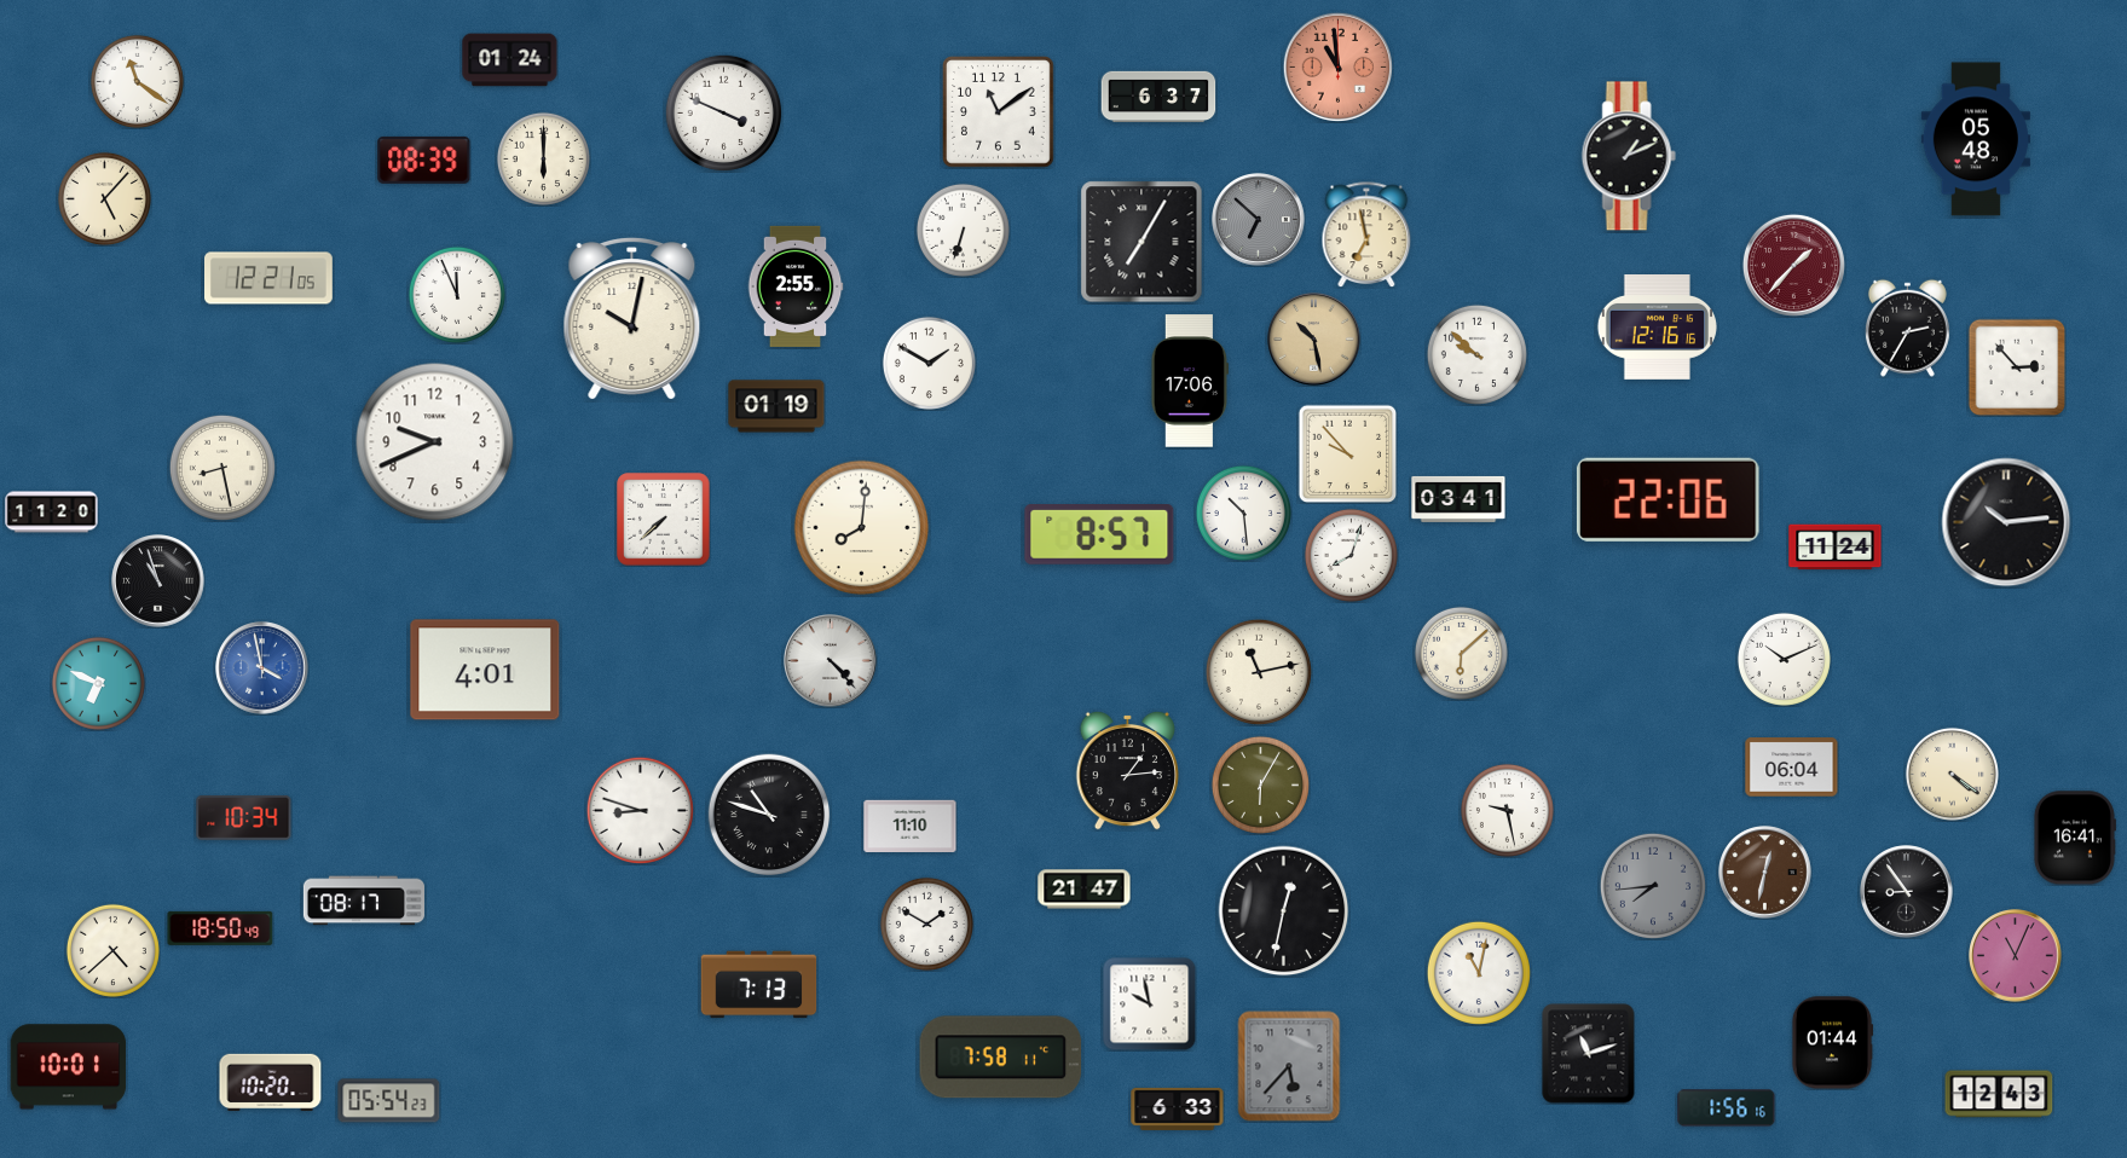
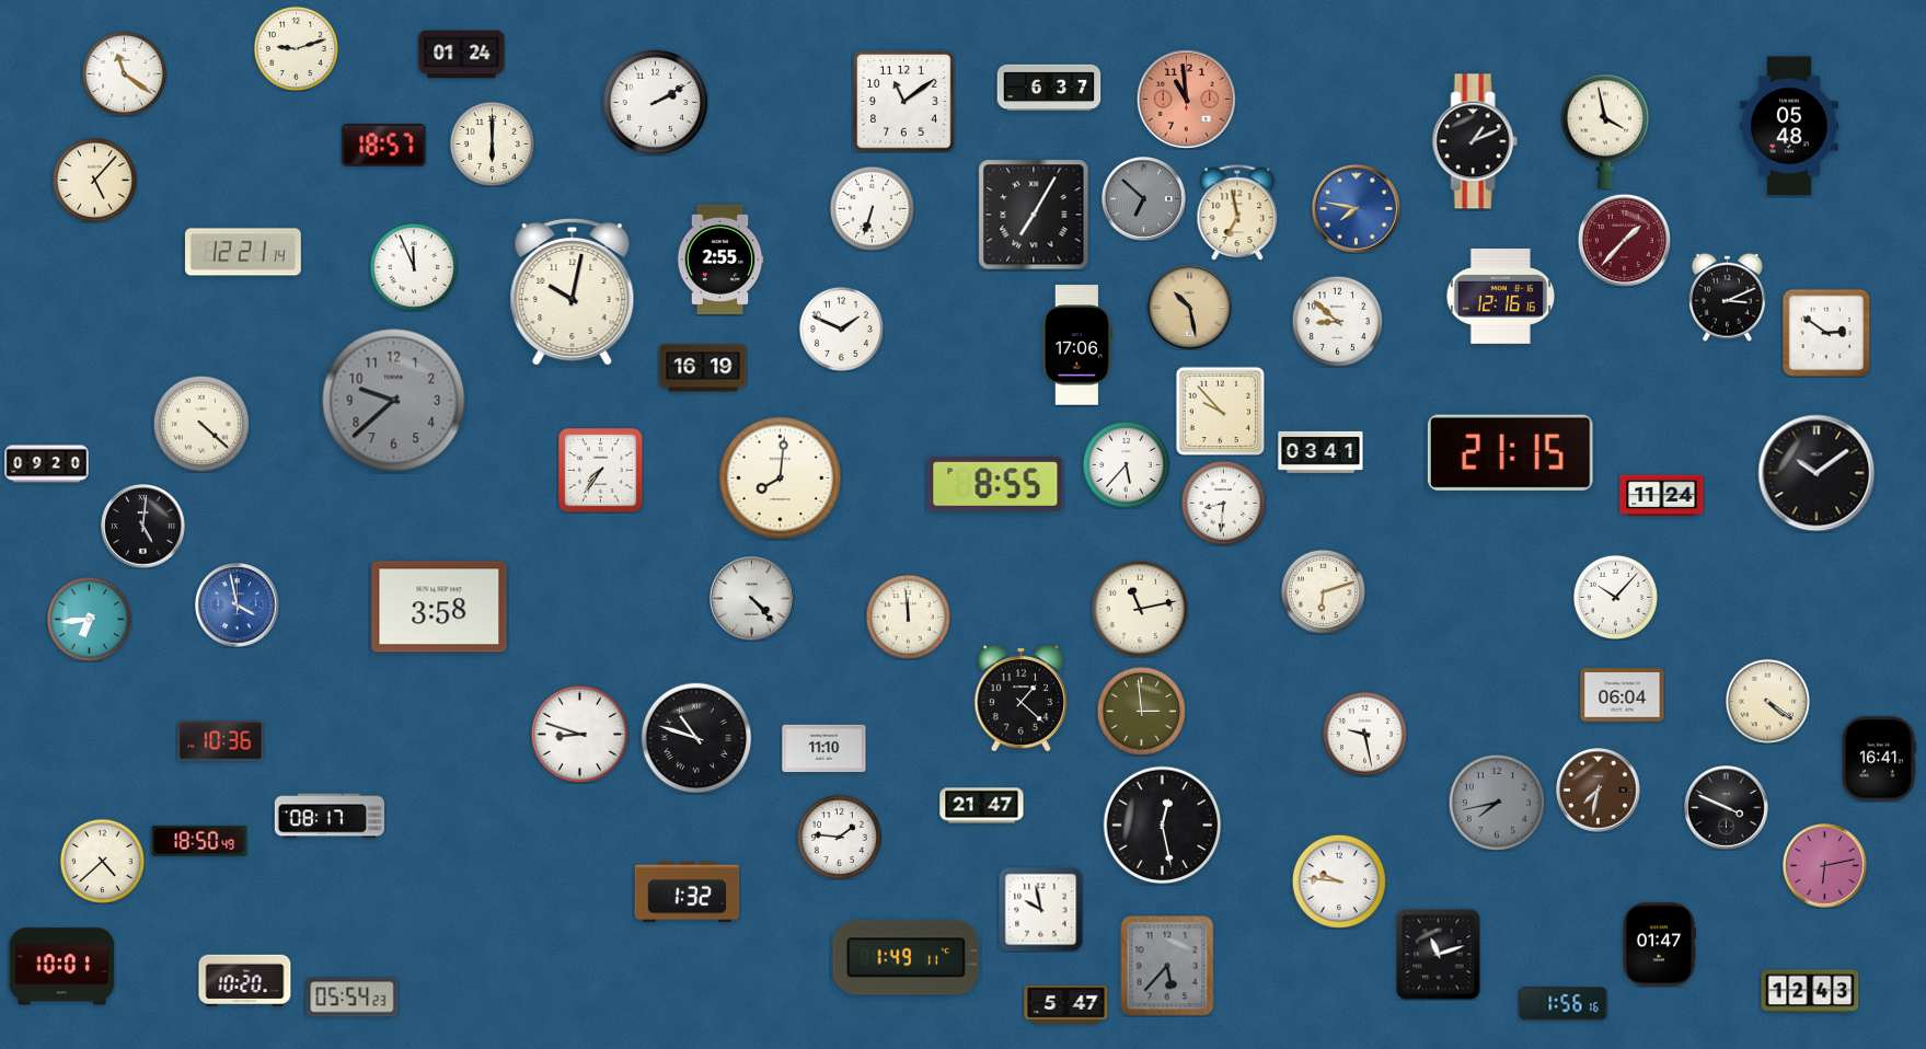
clock at (296, 48): none -> 9:12
clock at (1337, 66) position: (1337, 66) -> (1186, 99)
clock at (723, 112): 3:49 -> 2:10
clock at (1605, 131): none -> 3:58
clock at (424, 160): 08:39 -> 18:57
clock at (1259, 220) position: (1259, 220) -> (1144, 199)
clock at (1356, 208): none -> 7:47
clock at (1141, 242) position: (1141, 242) -> (1034, 215)
clock at (270, 278): 12:21:05 -> 12:21:14
clock at (632, 319) position: (632, 319) -> (573, 292)
clock at (1907, 328): 2:35 -> 3:11
clock at (1476, 354): 9:52 -> 8:52
clock at (929, 363): 1:50 -> 1:49
clock at (2017, 367): 2:53 -> 2:51
clock at (776, 406): 01:19 -> 16:19
clock at (435, 442): 9:41 -> 9:38
clock at (435, 442) dial: white -> grey
clock at (221, 467): 8:28 -> 4:22
clock at (1668, 499): 22:06 -> 21:15
clock at (52, 513): 11:20 -> 09:20
clock at (1243, 513): 10:29 -> 5:37
clock at (664, 520): 7:38 -> 7:36
clock at (2006, 522): 10:14 -> 10:09
clock at (1099, 535): 8:57 -> 8:55
clock at (1351, 555): 8:03 -> 8:31
clock at (158, 581): 10:57 -> 5:01
clock at (1461, 653): 6:08 -> 6:12
clock at (1784, 659): 10:11 -> 10:07
clock at (485, 670): 4:01 -> 3:58
clock at (908, 616): none -> 11:59
clock at (98, 683): 6:49 -> 6:44
clock at (1127, 770): 1:14 -> 1:22
clock at (1260, 784): 6:05 -> 2:59
clock at (244, 818): 10:34 -> 10:36
clock at (1765, 873): 12:32 -> 7:32
clock at (1652, 885): 7:44 -> 7:43
clock at (1907, 892): 8:54 -> 3:49
clock at (1284, 911): 12:32 -> 12:28
clock at (926, 923): 1:50 -> 1:46
clock at (2016, 956): 11:04 -> 6:13
clock at (1479, 973): 11:02 -> 9:46
clock at (759, 985): 7:13 -> 1:32
clock at (1832, 1043): 01:44 -> 01:47
clock at (1001, 1058): 7:58 -> 1:49
clock at (1178, 1108): 6:33 -> 5:47
